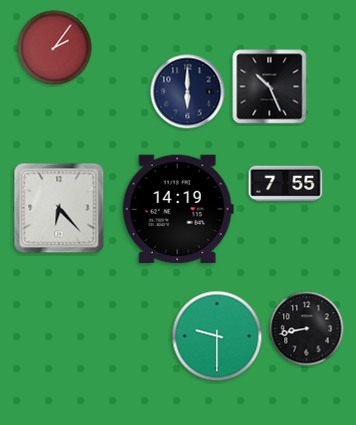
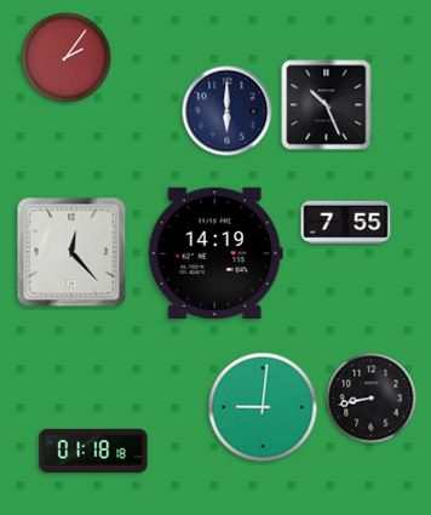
clock at (59, 208): 6:23 -> 12:23
clock at (217, 336): 9:30 -> 9:01
clock at (93, 451): none -> 01:18
